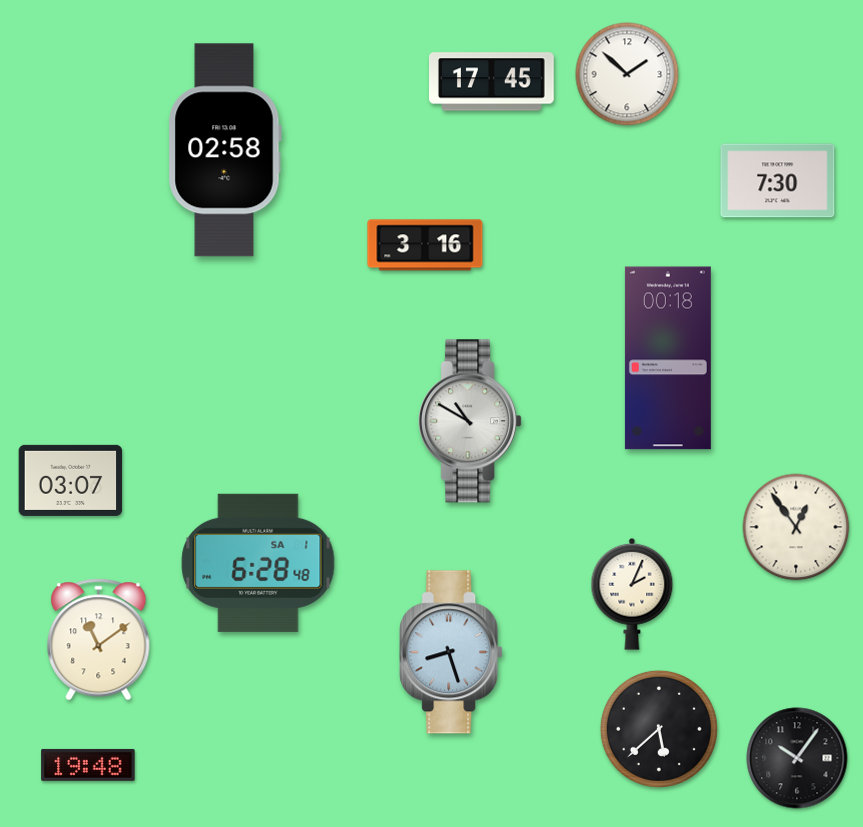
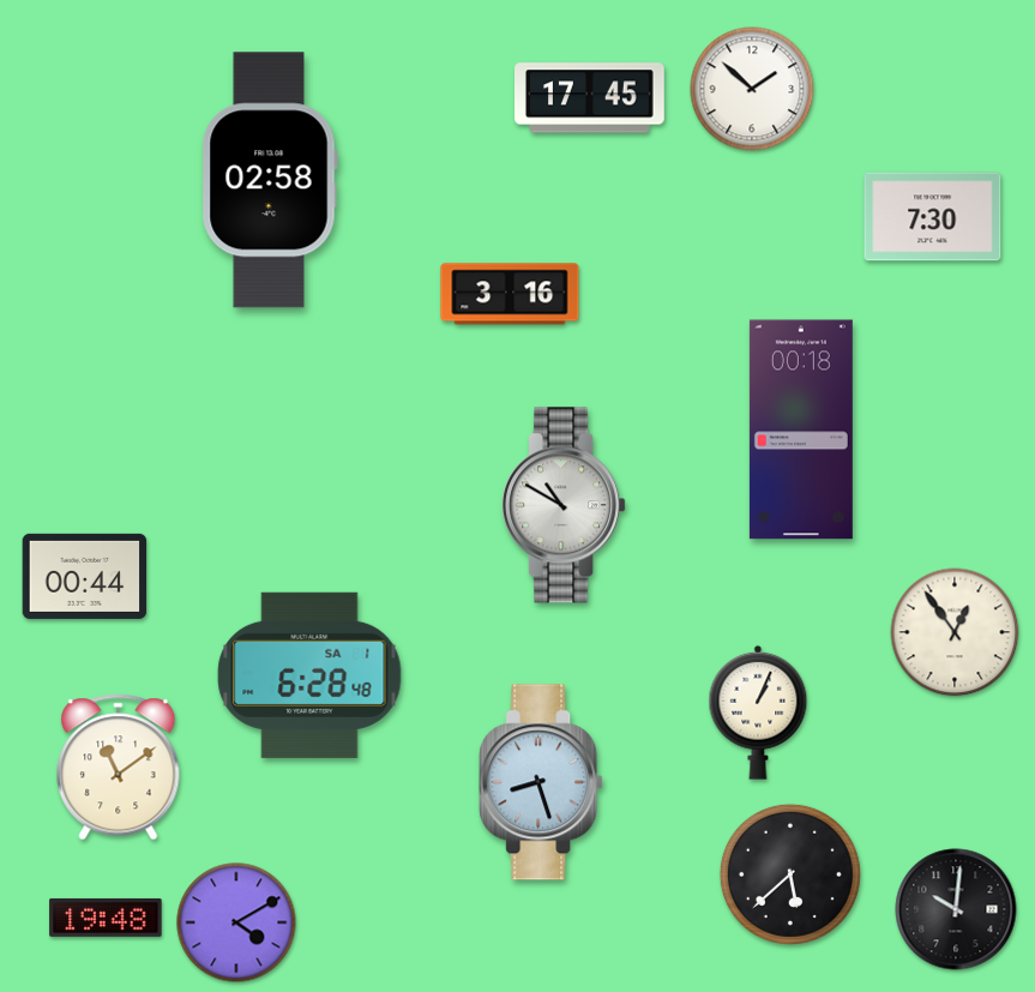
clock at (71, 480): 03:07 -> 00:44
clock at (632, 594): 2:04 -> 1:04
clock at (797, 758): 10:06 -> 10:01
clock at (236, 922): none -> 4:10
